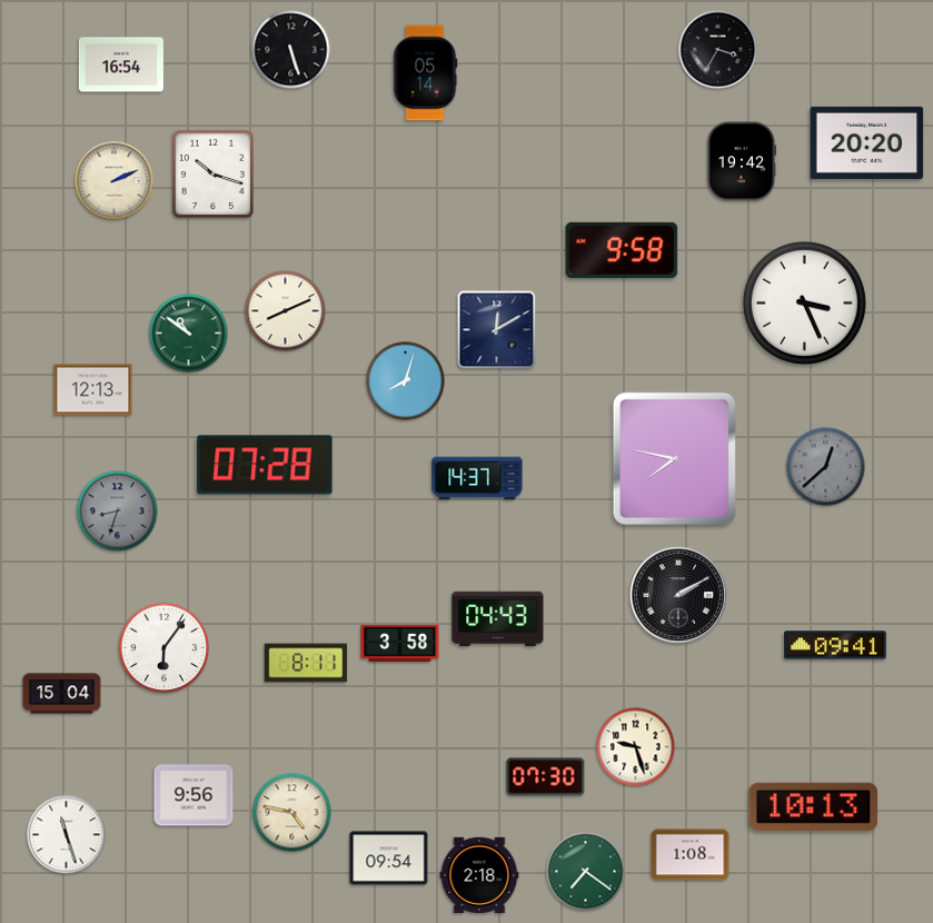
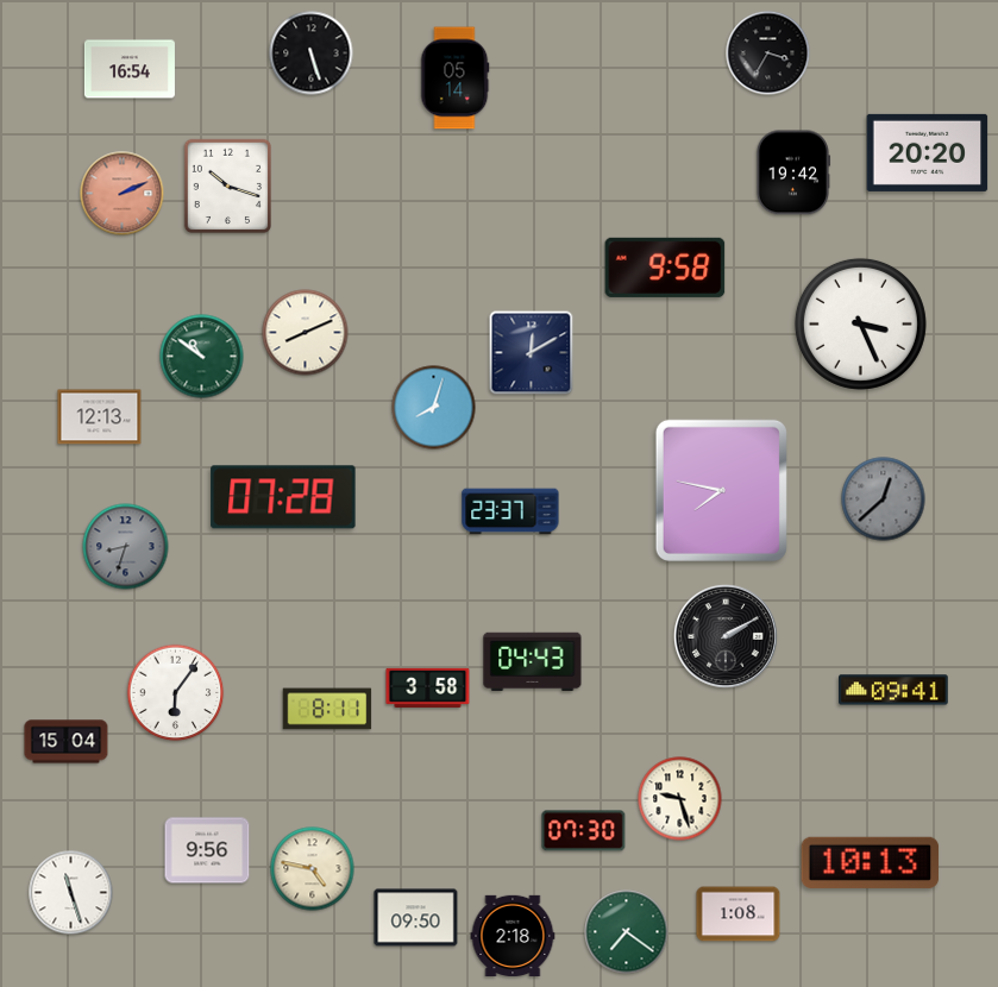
clock at (115, 181) dial: cream -> salmon
clock at (477, 478): 14:37 -> 23:37
clock at (389, 859): 09:54 -> 09:50
